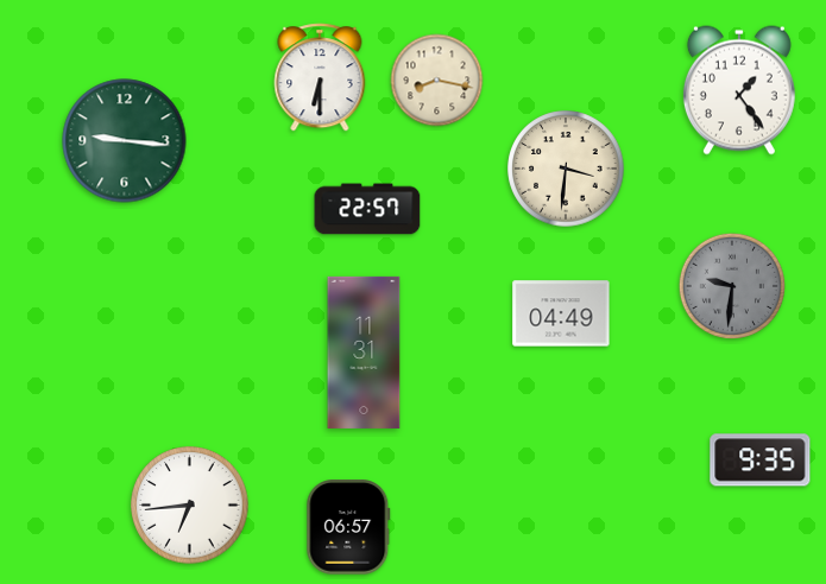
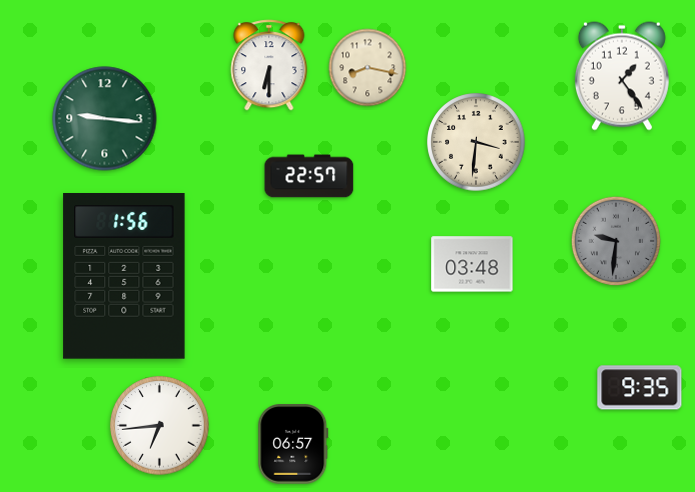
clock at (561, 313): 04:49 -> 03:48
clock at (124, 277): none -> 1:56
clock at (364, 353): 11:31 -> none
